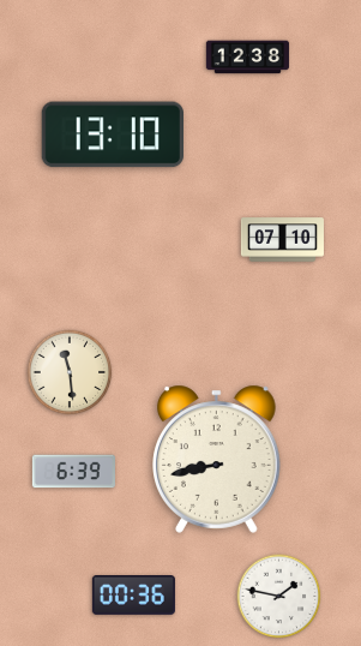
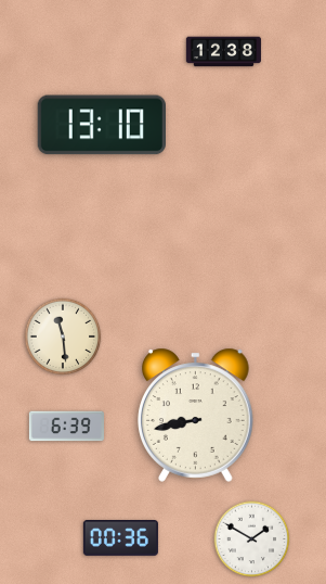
clock at (112, 134) position: (112, 134) -> (101, 125)
clock at (282, 240): 07:10 -> none
clock at (279, 597): 1:47 -> 1:50
